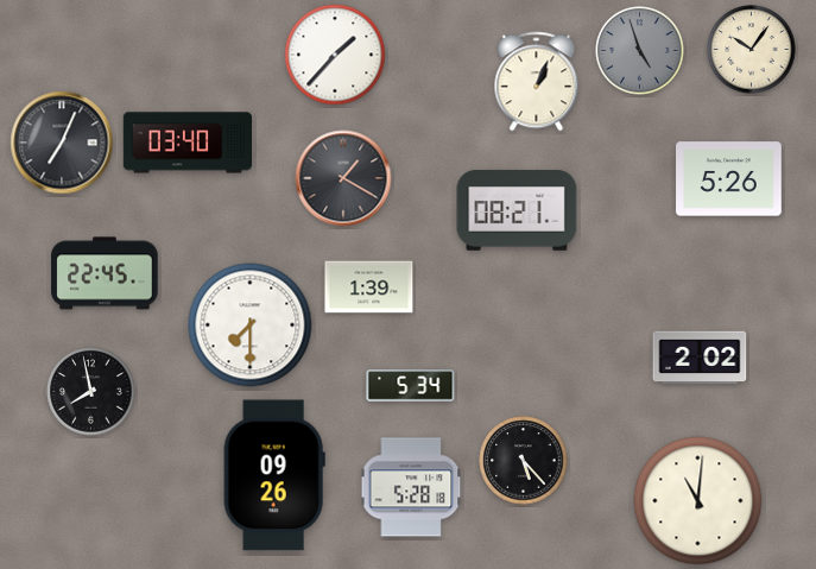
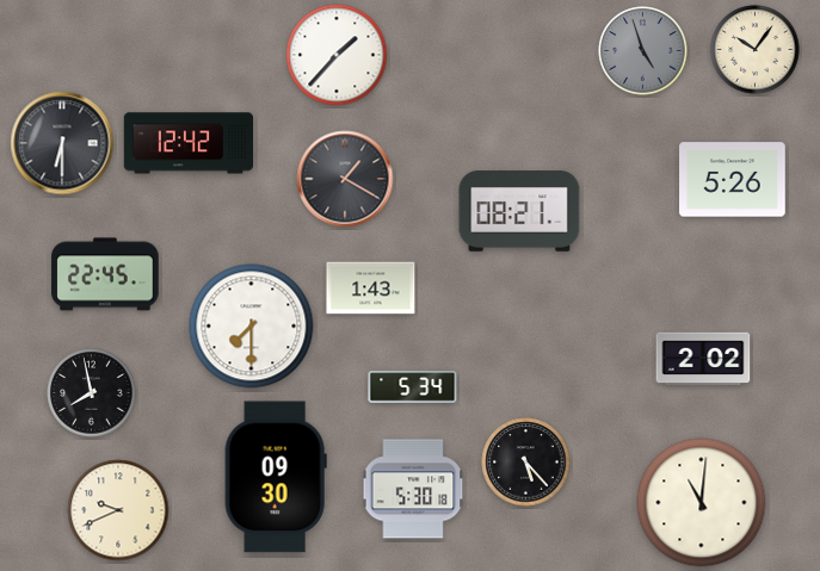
clock at (537, 82): 1:04 -> none
clock at (62, 143): 7:04 -> 6:30
clock at (186, 143): 03:40 -> 12:42
clock at (369, 287): 1:39 -> 1:43
clock at (274, 475): 09:26 -> 09:30
clock at (411, 487): 5:28 -> 5:30
clock at (118, 510): none -> 9:41
